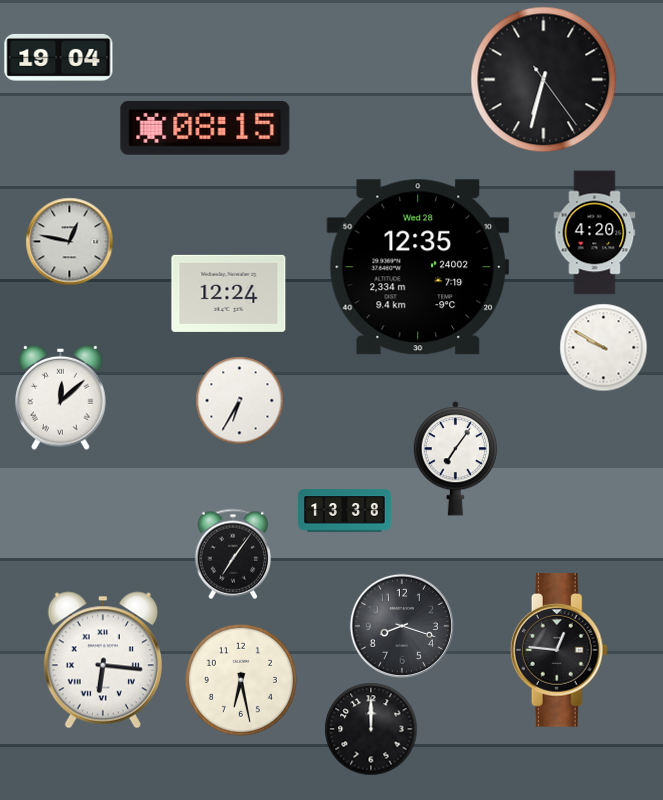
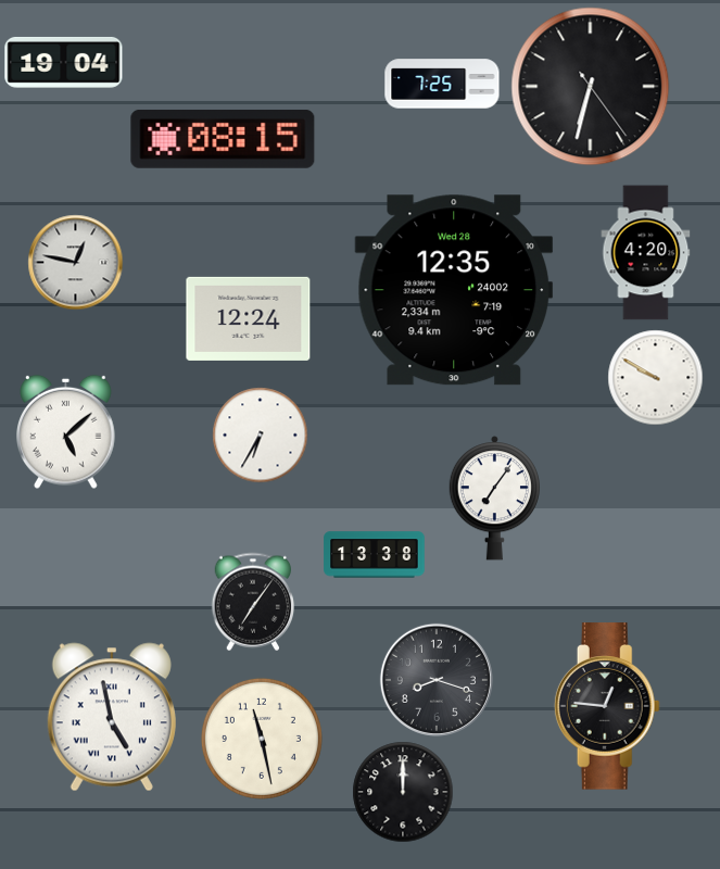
clock at (442, 84): none -> 7:25
clock at (61, 397): 12:08 -> 5:08
clock at (103, 660): 6:16 -> 4:58
clock at (241, 680): 6:28 -> 11:28
